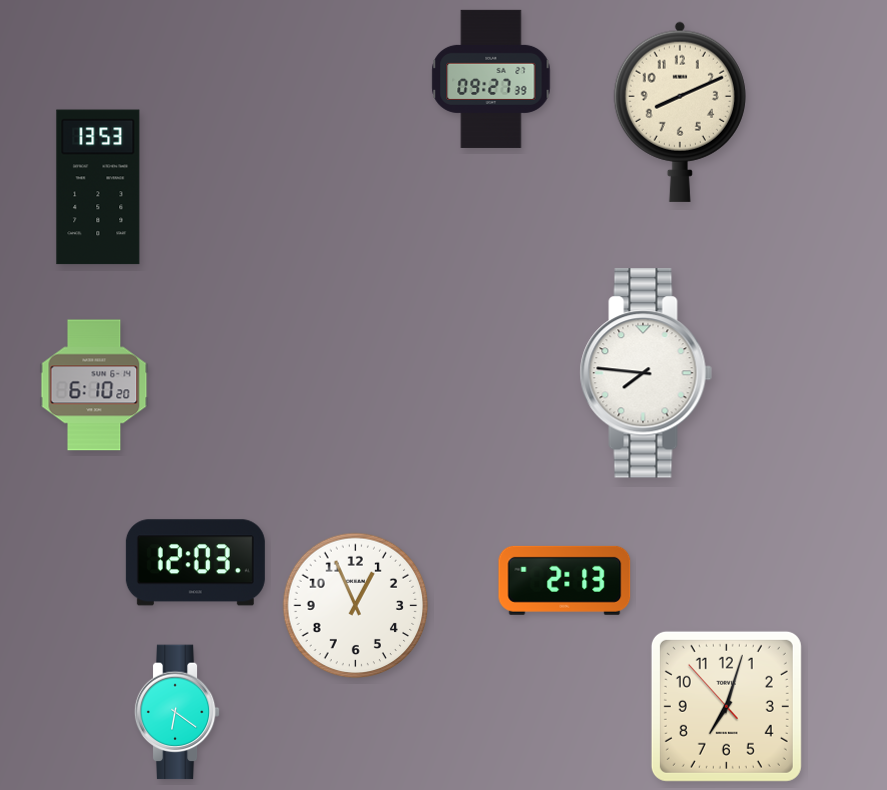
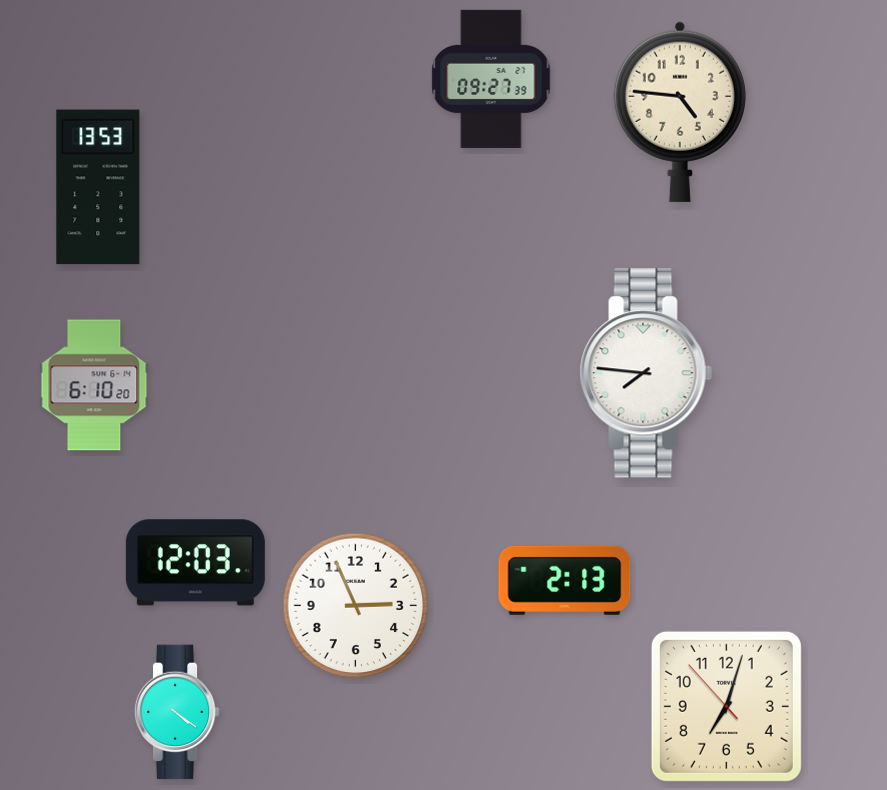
clock at (680, 112): 8:11 -> 4:46
clock at (356, 606): 12:56 -> 2:56
clock at (177, 712): 6:21 -> 4:21
